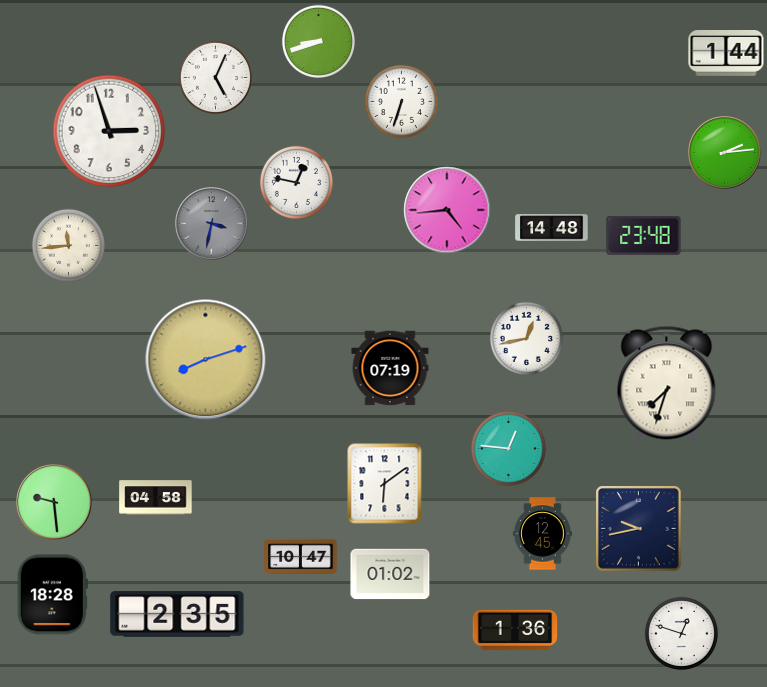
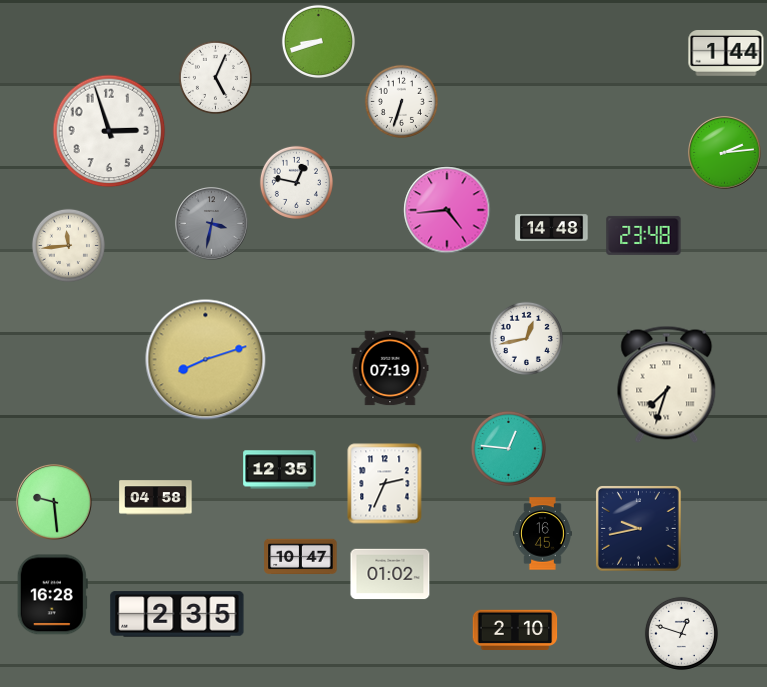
clock at (280, 470): none -> 12:35
clock at (385, 484): 6:09 -> 2:34
clock at (543, 534): 12:45 -> 16:45
clock at (52, 595): 18:28 -> 16:28
clock at (515, 629): 1:36 -> 2:10
